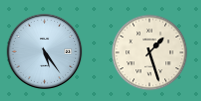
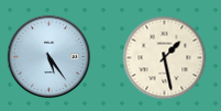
clock at (150, 53): 1:27 -> 1:28
